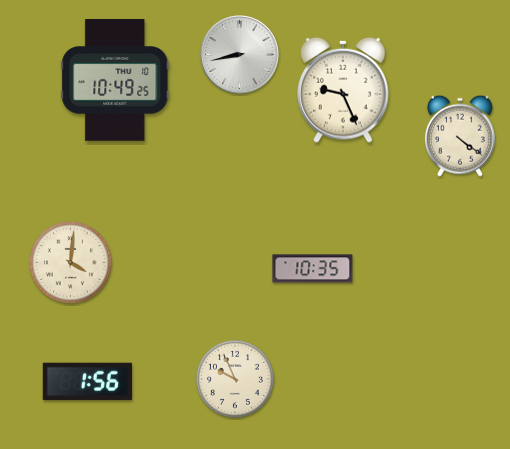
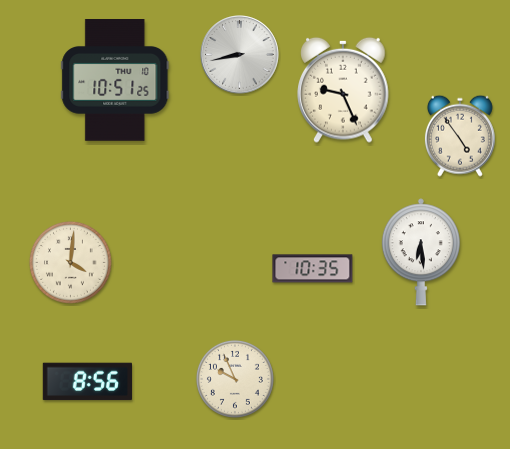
clock at (115, 80): 10:49 -> 10:51
clock at (460, 136): 4:21 -> 4:54
clock at (421, 252): none -> 6:29
clock at (87, 382): 1:56 -> 8:56
